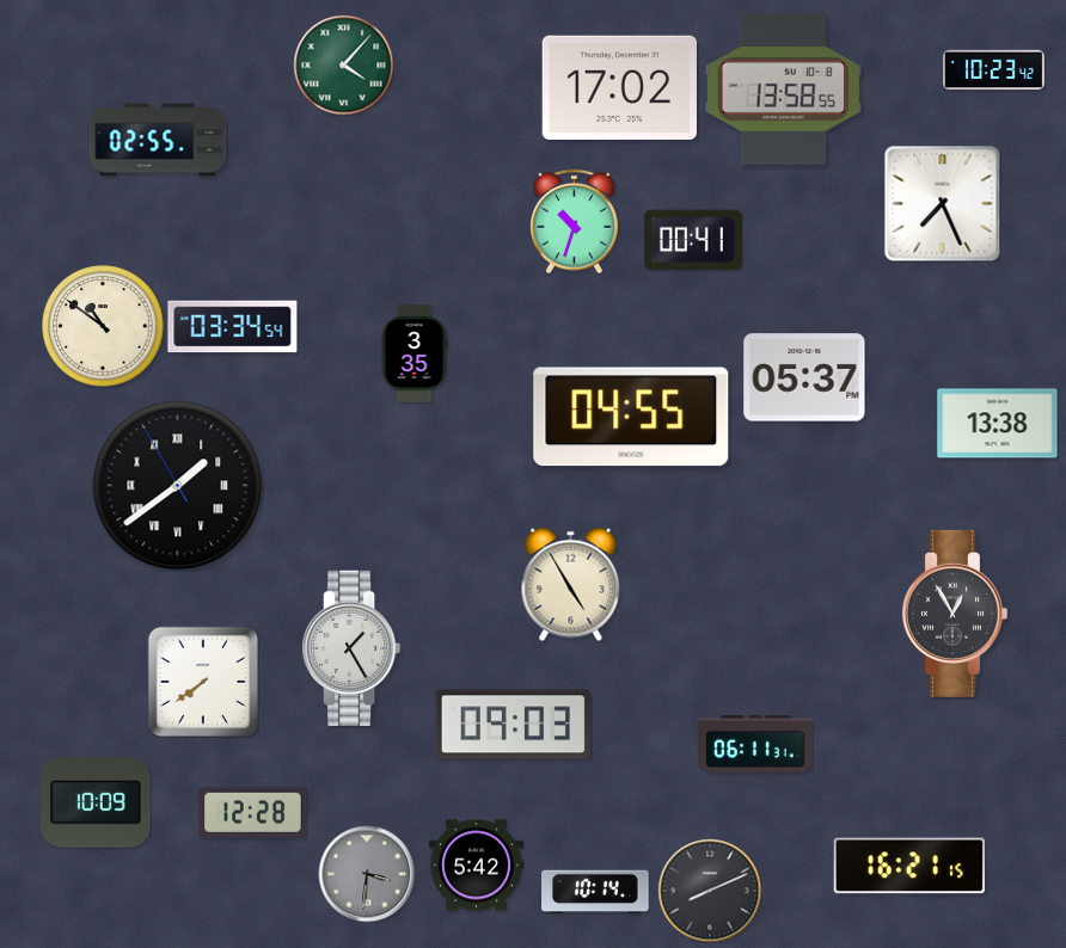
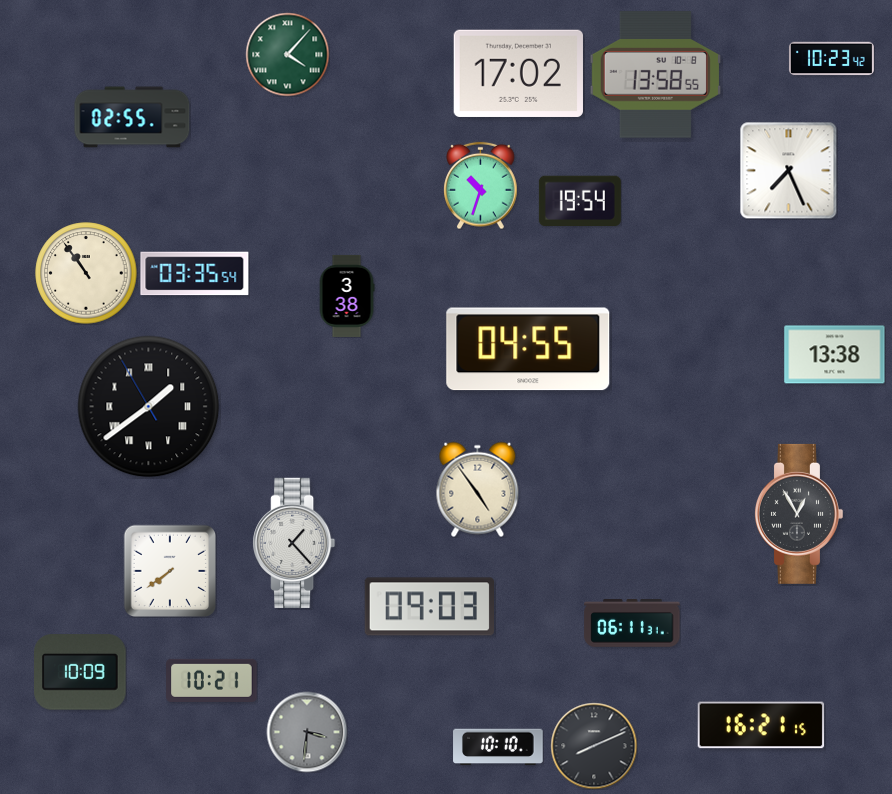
clock at (693, 239): 00:41 -> 19:54
clock at (103, 326): 10:51 -> 10:54
clock at (233, 327): 03:34 -> 03:35
clock at (415, 353): 3:35 -> 3:38
clock at (804, 377): 05:37 -> none
clock at (571, 584): 4:55 -> 4:54
clock at (351, 647): 1:25 -> 1:23
clock at (253, 812): 12:28 -> 10:21
clock at (476, 866): 5:42 -> none
clock at (595, 892): 10:14 -> 10:10
